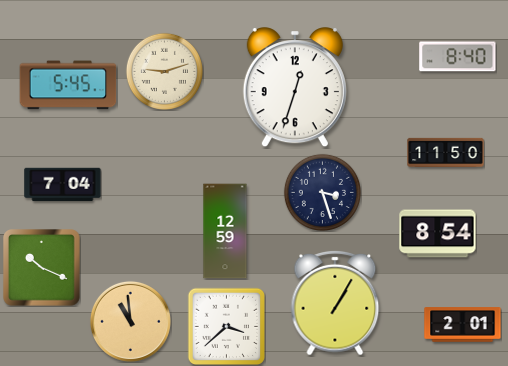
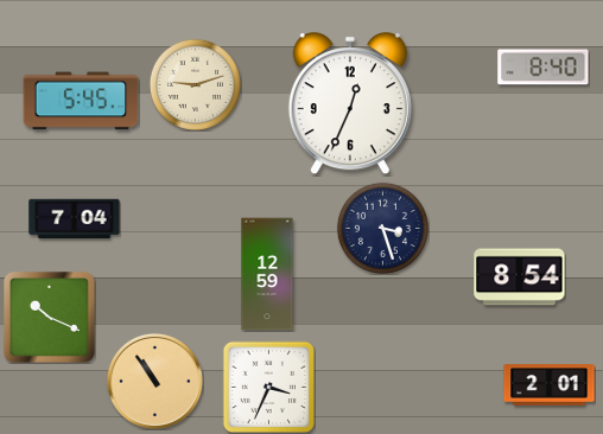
clock at (295, 88): 12:33 -> 12:34
clock at (446, 152): 11:50 -> none
clock at (335, 303): 1:05 -> none
clock at (130, 321): 10:59 -> 10:54
clock at (226, 326): 3:38 -> 3:34
